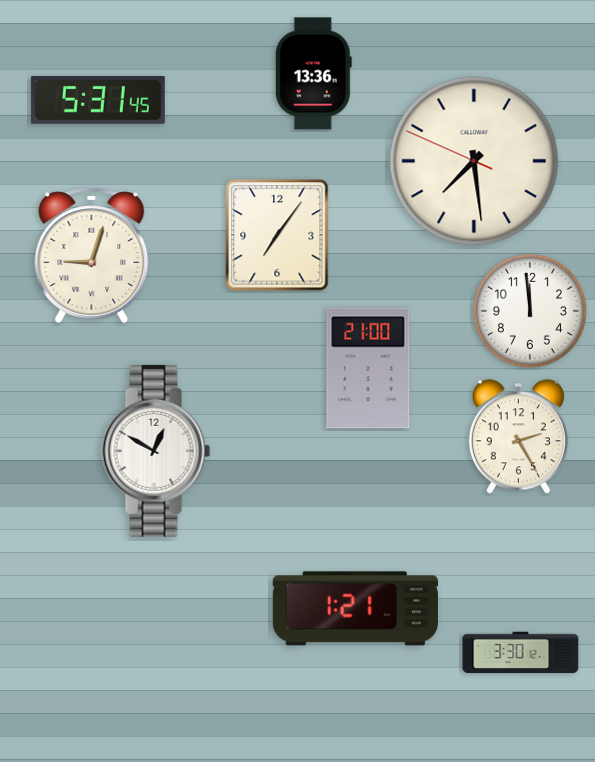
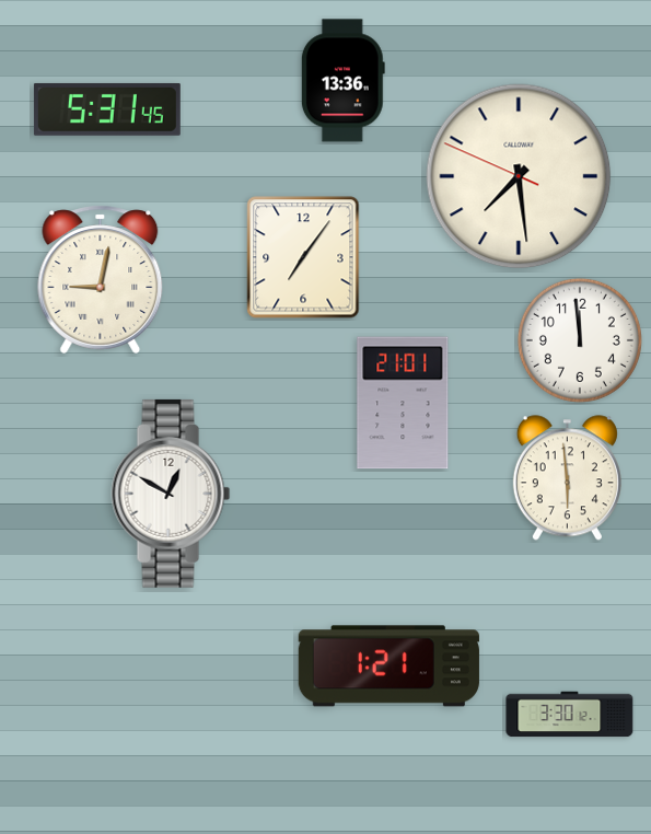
clock at (92, 255): 9:03 -> 9:02
clock at (368, 368): 21:00 -> 21:01
clock at (518, 437): 2:25 -> 5:59
